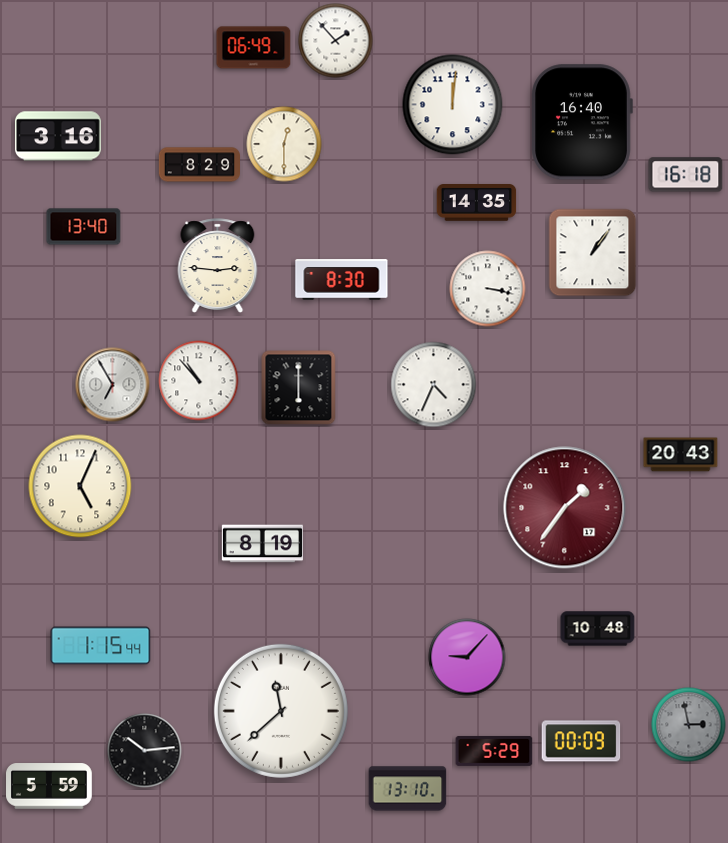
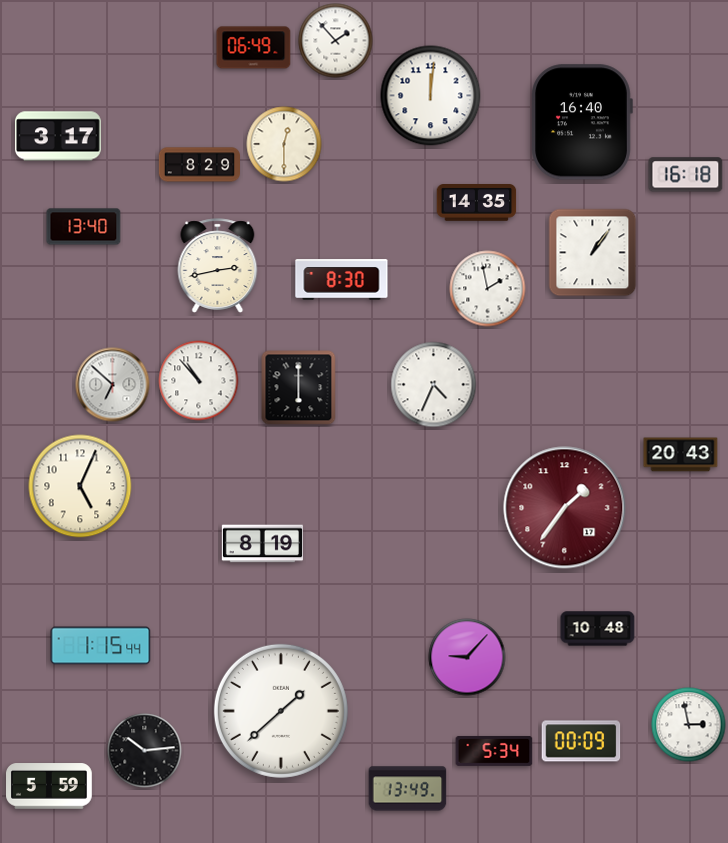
clock at (453, 105) position: (453, 105) -> (431, 96)
clock at (59, 136): 3:16 -> 3:17
clock at (218, 266): 2:46 -> 2:43
clock at (488, 289): 3:17 -> 1:58
clock at (113, 385): 6:55 -> 6:52
clock at (281, 711): 11:38 -> 1:38
clock at (689, 725) dial: grey -> white
clock at (494, 751): 5:29 -> 5:34
clock at (408, 789): 13:10 -> 13:49
